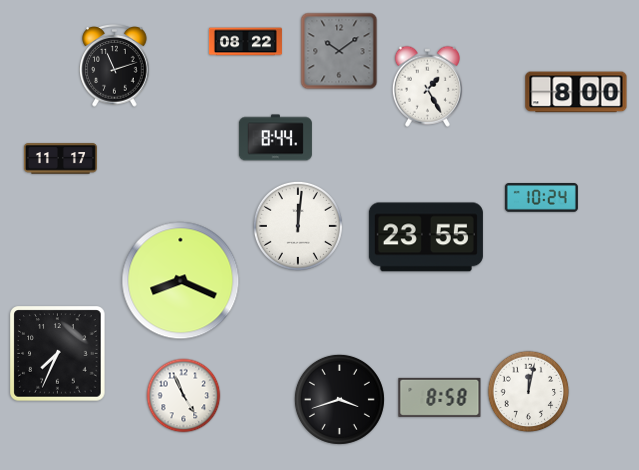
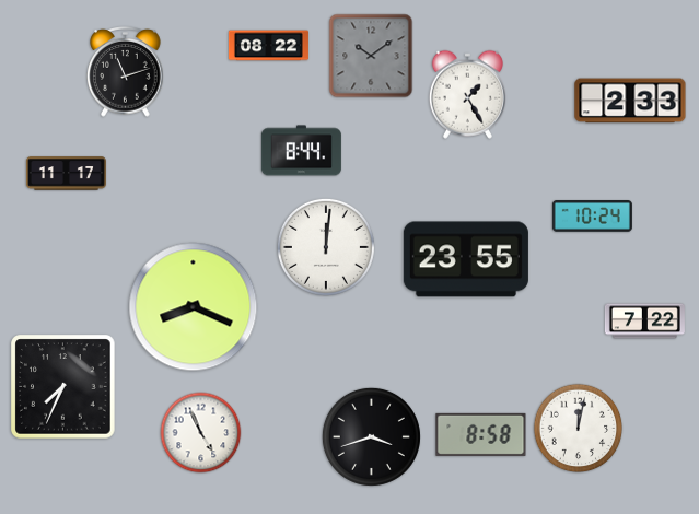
clock at (576, 92): 8:00 -> 2:33
clock at (181, 281) position: (181, 281) -> (194, 307)
clock at (644, 322): none -> 7:22
